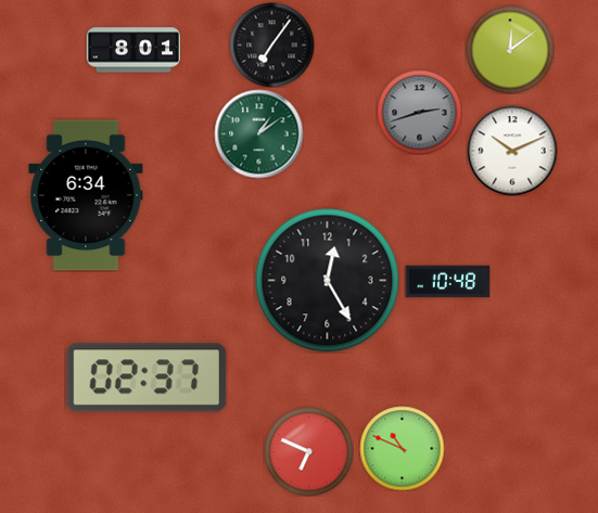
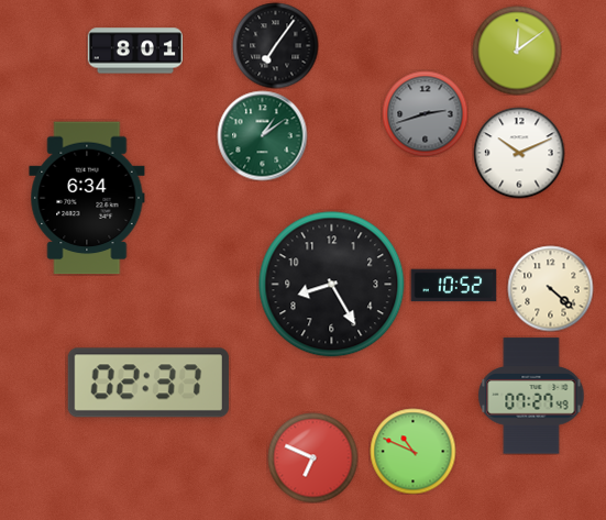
clock at (328, 281): 12:25 -> 8:25
clock at (447, 282): 10:48 -> 10:52
clock at (550, 288): none -> 4:22
clock at (531, 396): none -> 07:27
clock at (402, 448) position: (402, 448) -> (412, 451)
